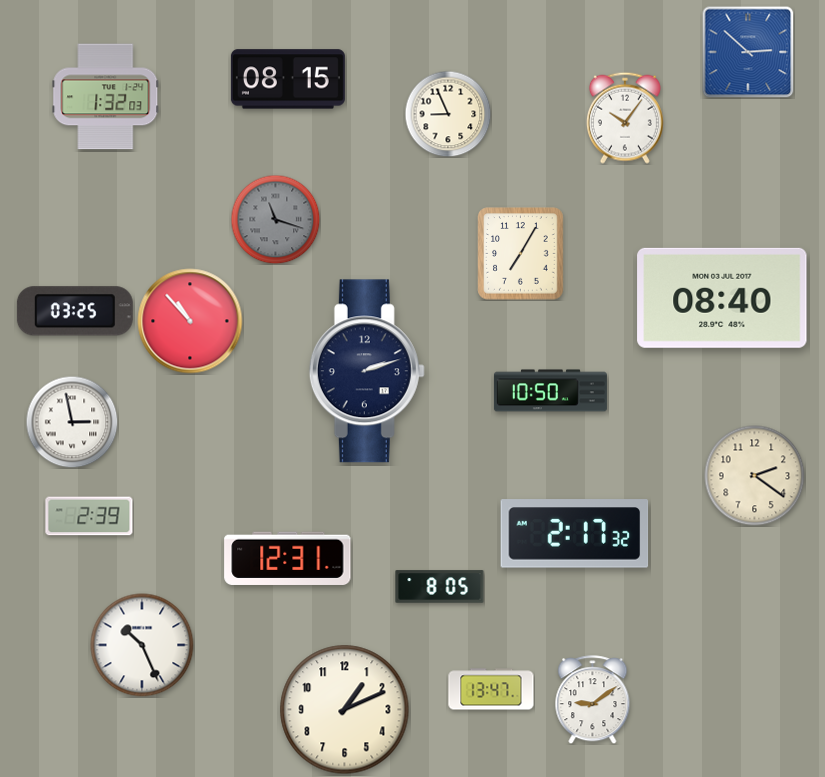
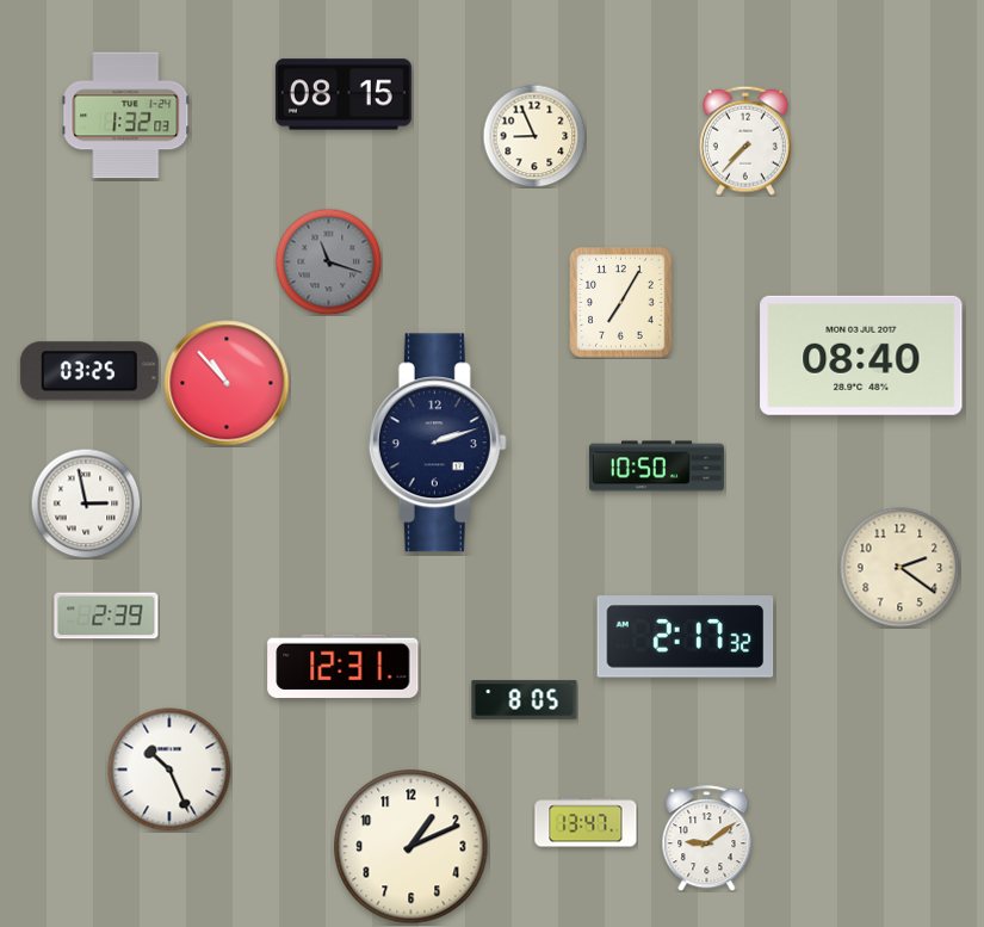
clock at (748, 52): 2:52 -> none
clock at (625, 118): 10:06 -> 7:37
clock at (593, 700) position: (593, 700) -> (707, 839)
